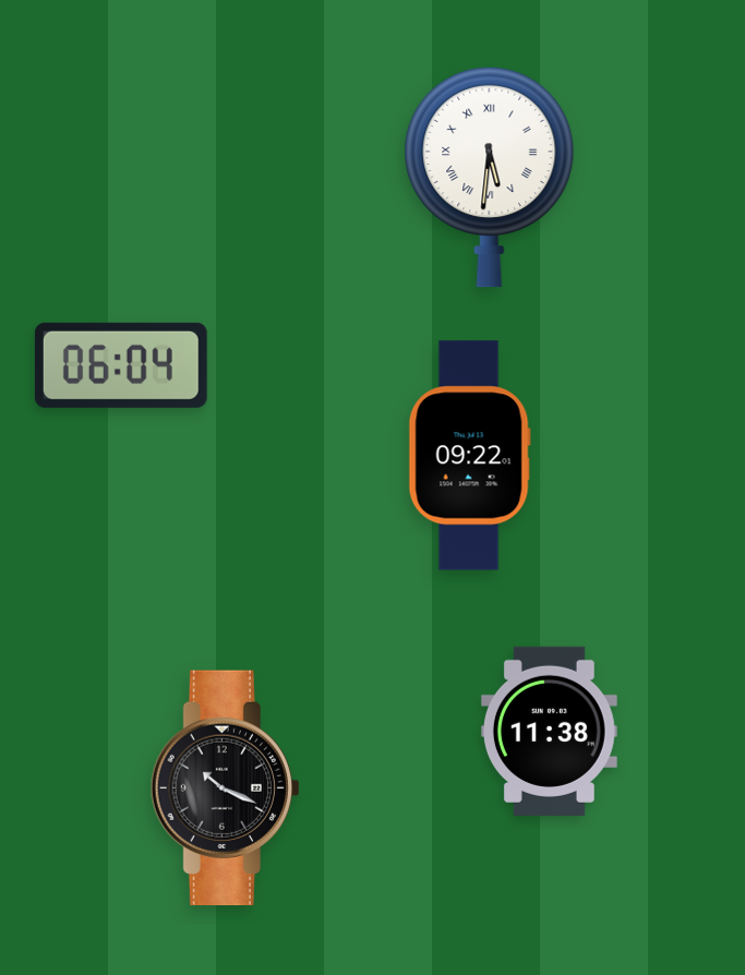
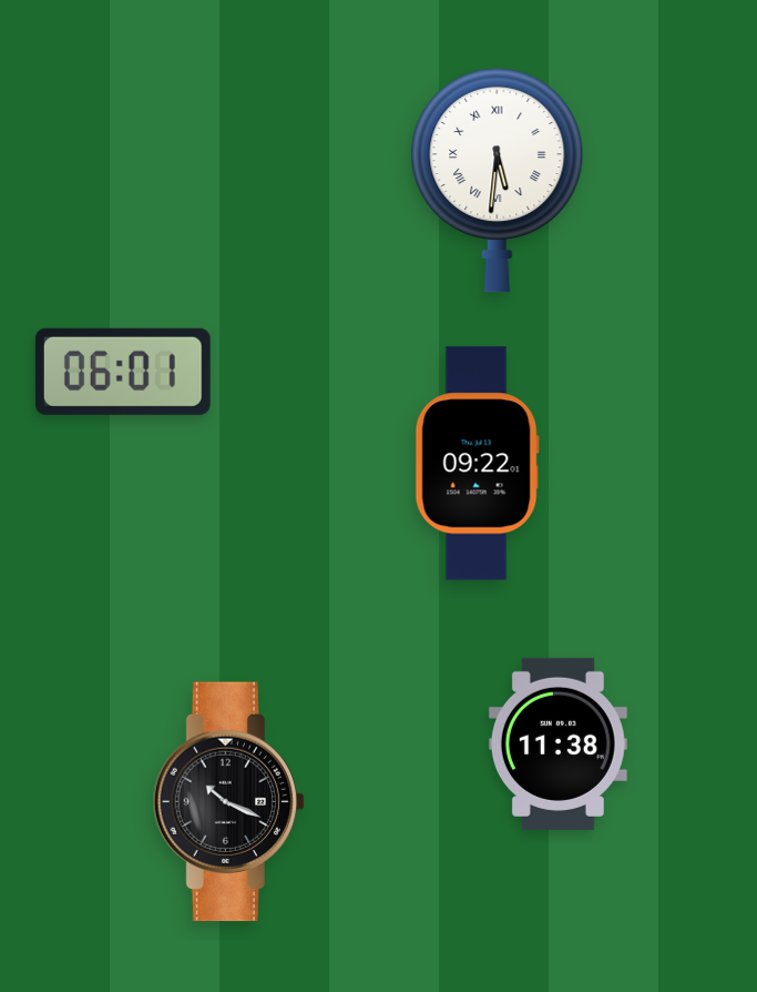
clock at (121, 365): 06:04 -> 06:01
